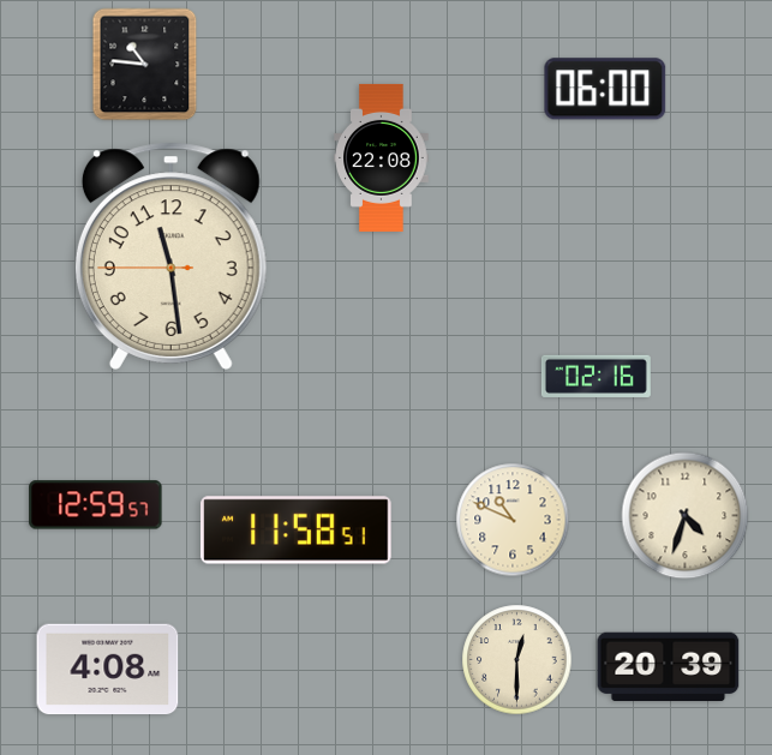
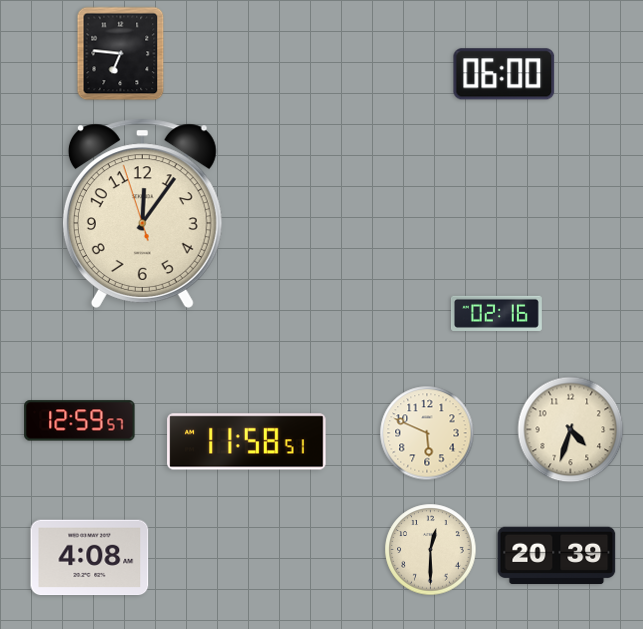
clock at (145, 65): 10:46 -> 6:46
clock at (382, 157): 22:08 -> none
clock at (170, 256): 11:28 -> 12:05
clock at (513, 520): 10:49 -> 5:49
